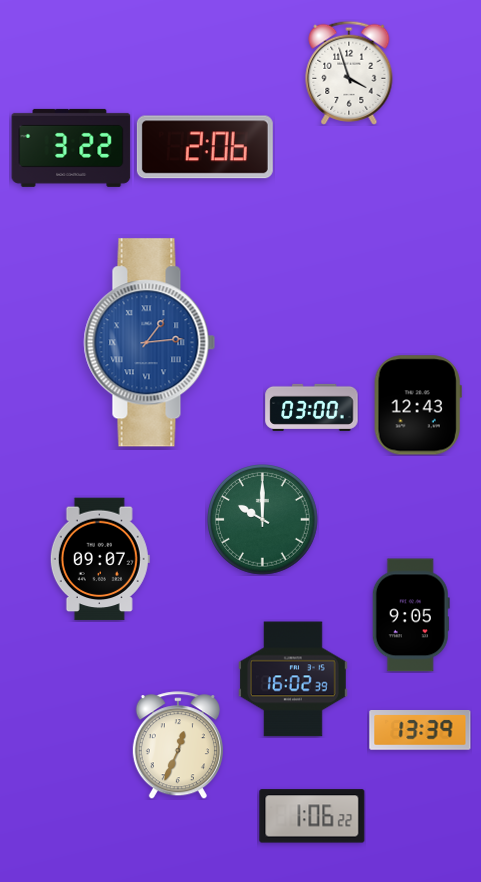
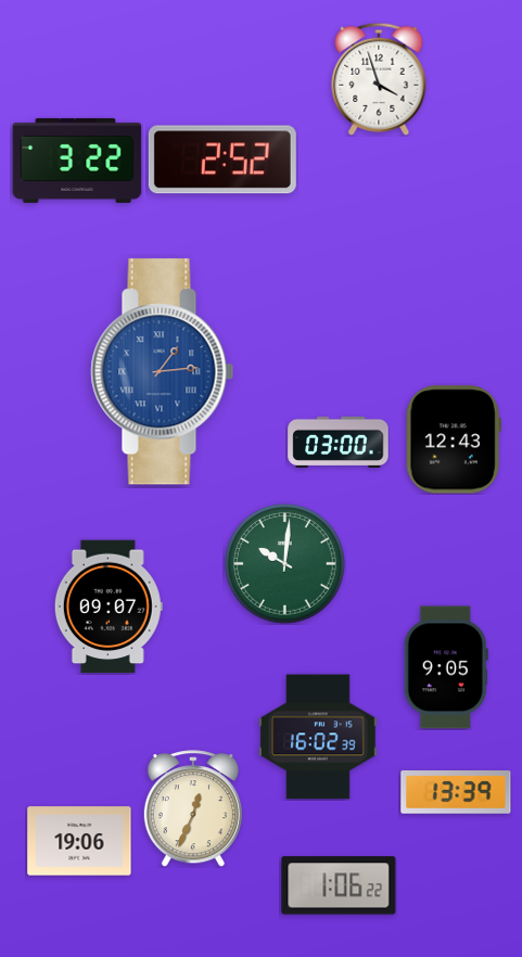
clock at (205, 147): 2:06 -> 2:52
clock at (263, 520): 10:00 -> 10:01
clock at (79, 841): none -> 19:06
